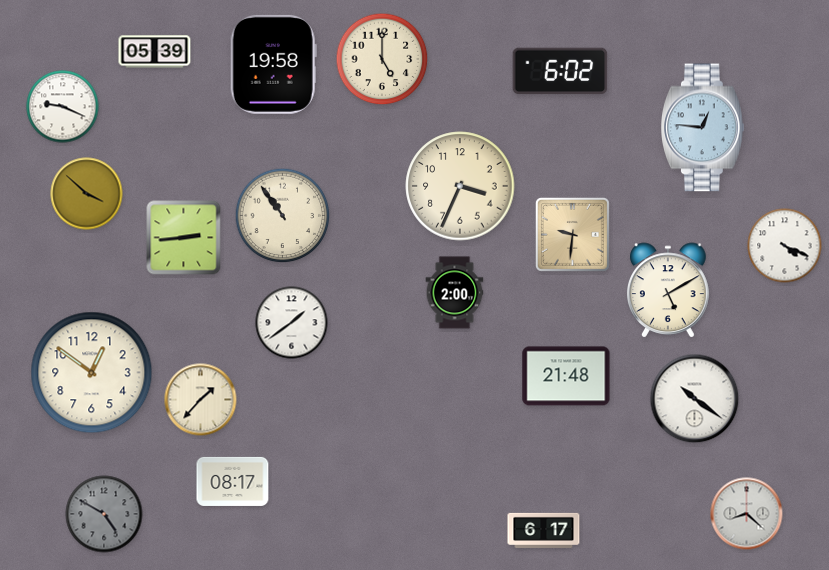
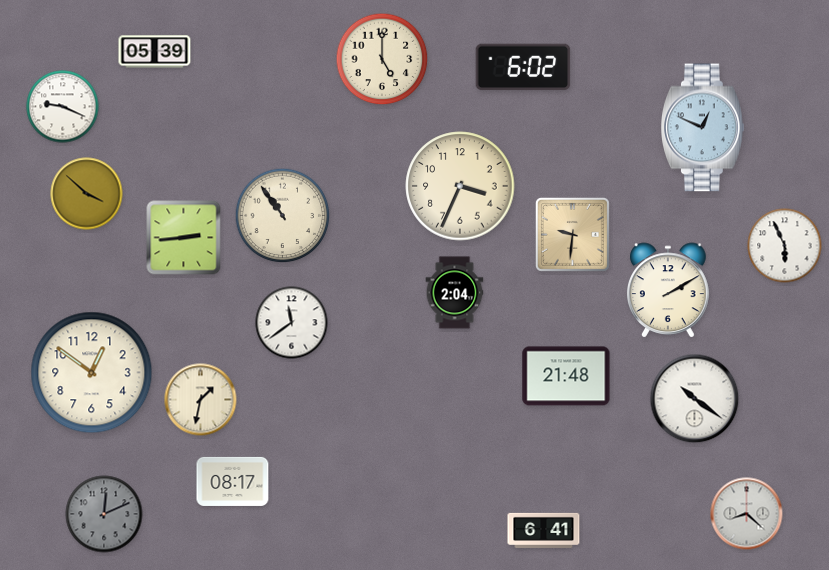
clock at (273, 64): 19:58 -> none
clock at (560, 71) position: (560, 71) -> (523, 67)
clock at (703, 128): 12:46 -> 12:49
clock at (785, 246): 4:19 -> 5:56
clock at (669, 290): 5:10 -> 2:10
clock at (455, 293): 2:00 -> 2:04
clock at (292, 323): 1:39 -> 11:39
clock at (201, 400): 1:37 -> 1:32
clock at (104, 514): 4:50 -> 12:11
clock at (544, 530): 6:17 -> 6:41
